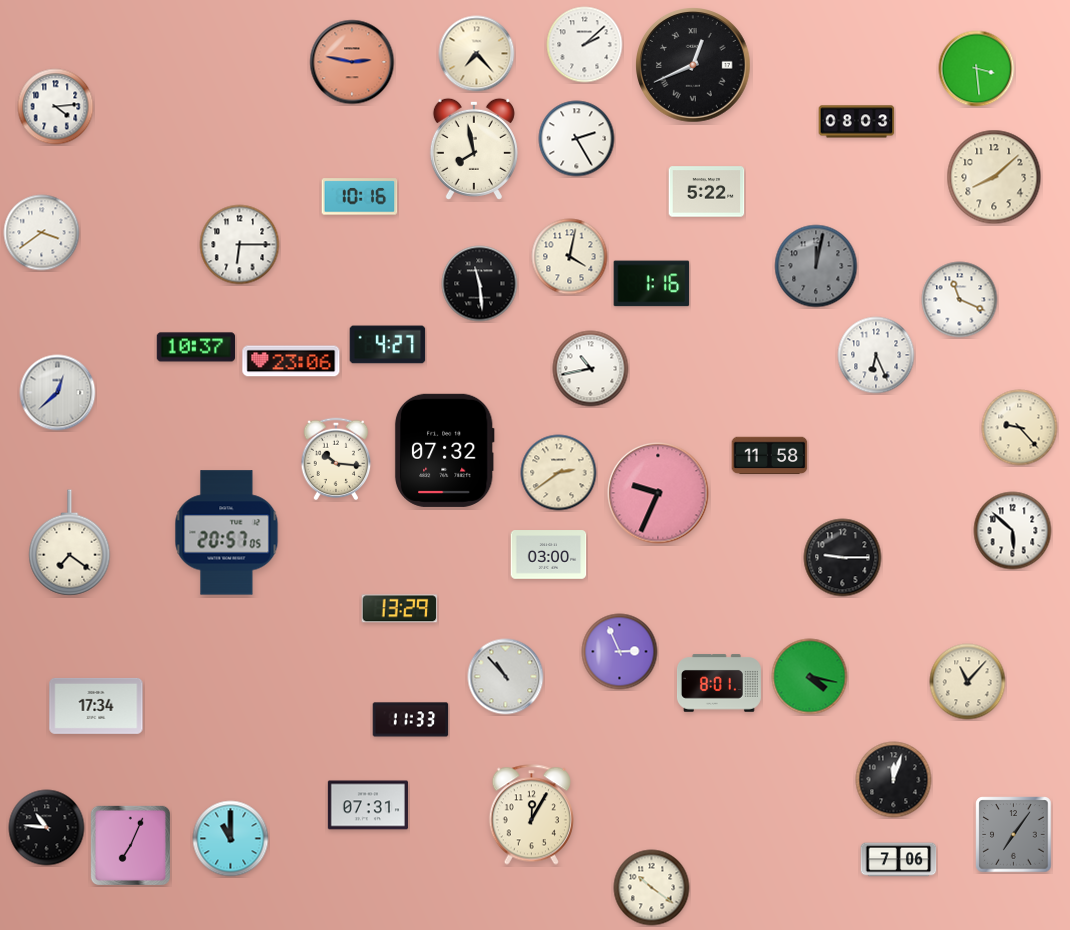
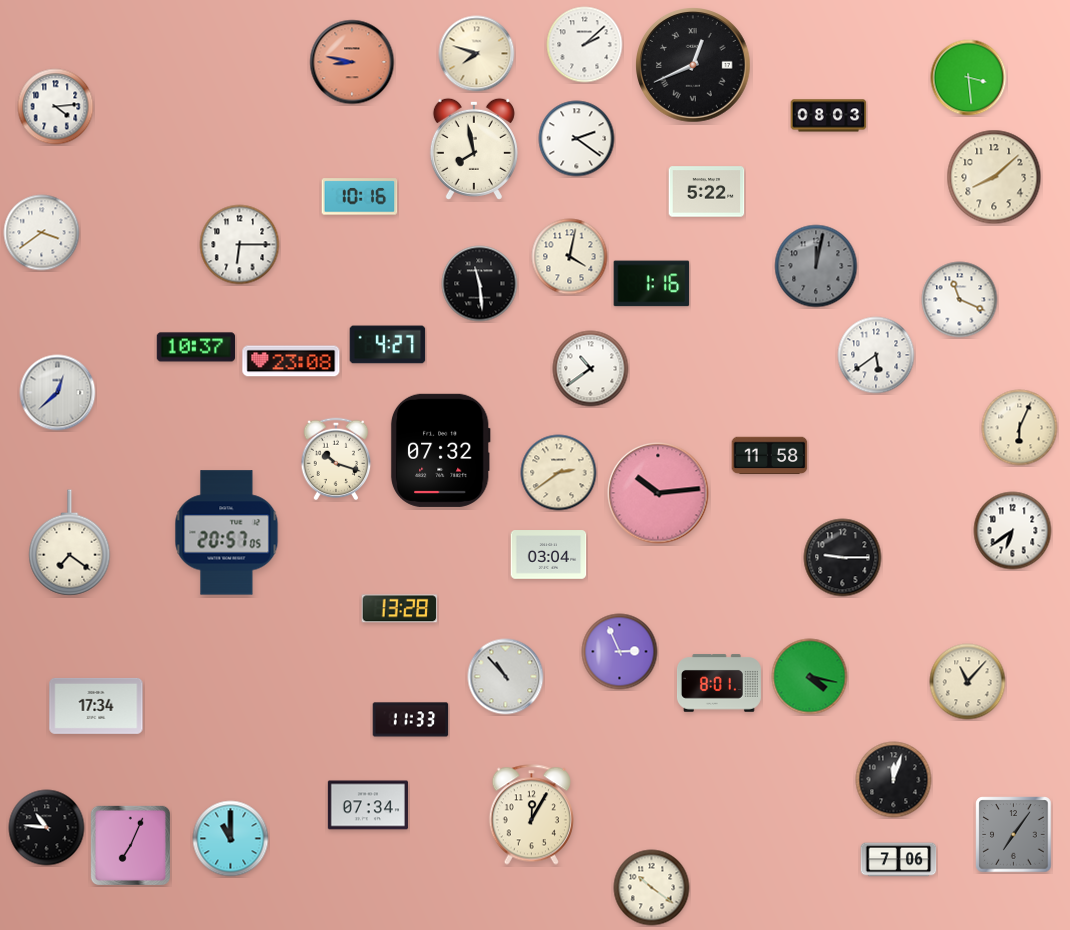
clock at (477, 54): 7:23 -> 7:48
clock at (352, 62): 2:47 -> 8:47
clock at (977, 69) position: (977, 69) -> (969, 78)
clock at (857, 122) position: (857, 122) -> (829, 116)
clock at (577, 139): 2:25 -> 2:21
clock at (876, 355): 6:26 -> 5:39
clock at (291, 361): 23:06 -> 23:08
clock at (591, 369): 10:43 -> 10:39
clock at (1020, 428): 9:23 -> 6:04
clock at (444, 450) position: (444, 450) -> (440, 450)
clock at (336, 459): 10:16 -> 10:18
clock at (658, 493): 9:34 -> 10:14
clock at (1013, 531): 5:52 -> 6:39
clock at (549, 555): 03:00 -> 03:04
clock at (400, 609): 13:29 -> 13:28
clock at (368, 805): 07:31 -> 07:34
